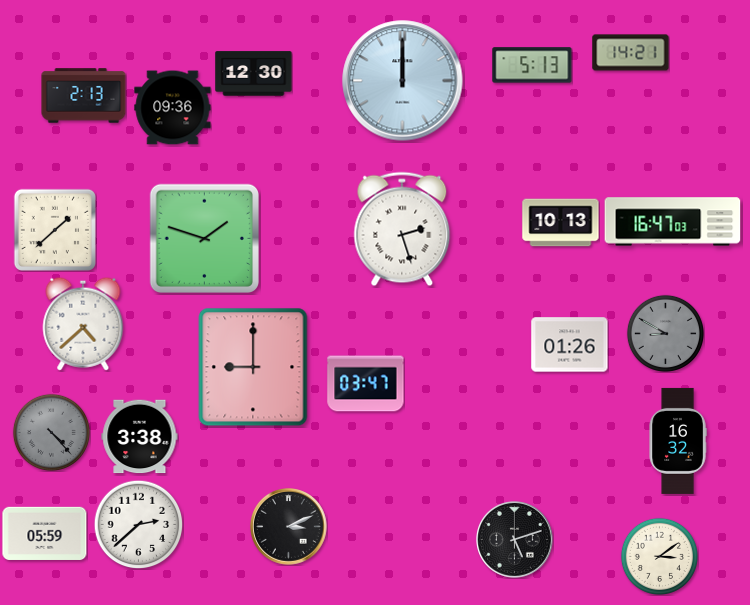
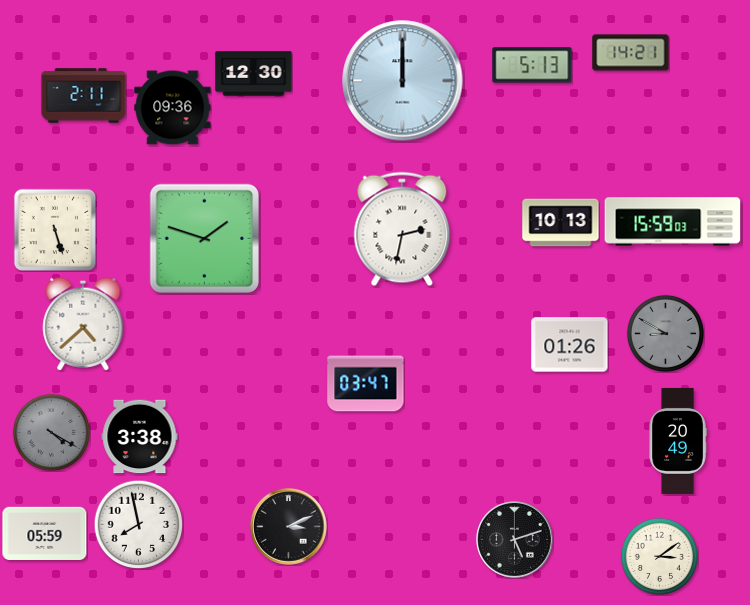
clock at (84, 96): 2:13 -> 2:11
clock at (673, 222): 16:47 -> 15:59
clock at (402, 229): 2:27 -> 2:32
clock at (55, 230): 1:38 -> 5:27
clock at (253, 367): 9:00 -> none
clock at (51, 432): 4:23 -> 4:20
clock at (678, 441): 16:32 -> 20:49
clock at (138, 524): 2:38 -> 7:58
